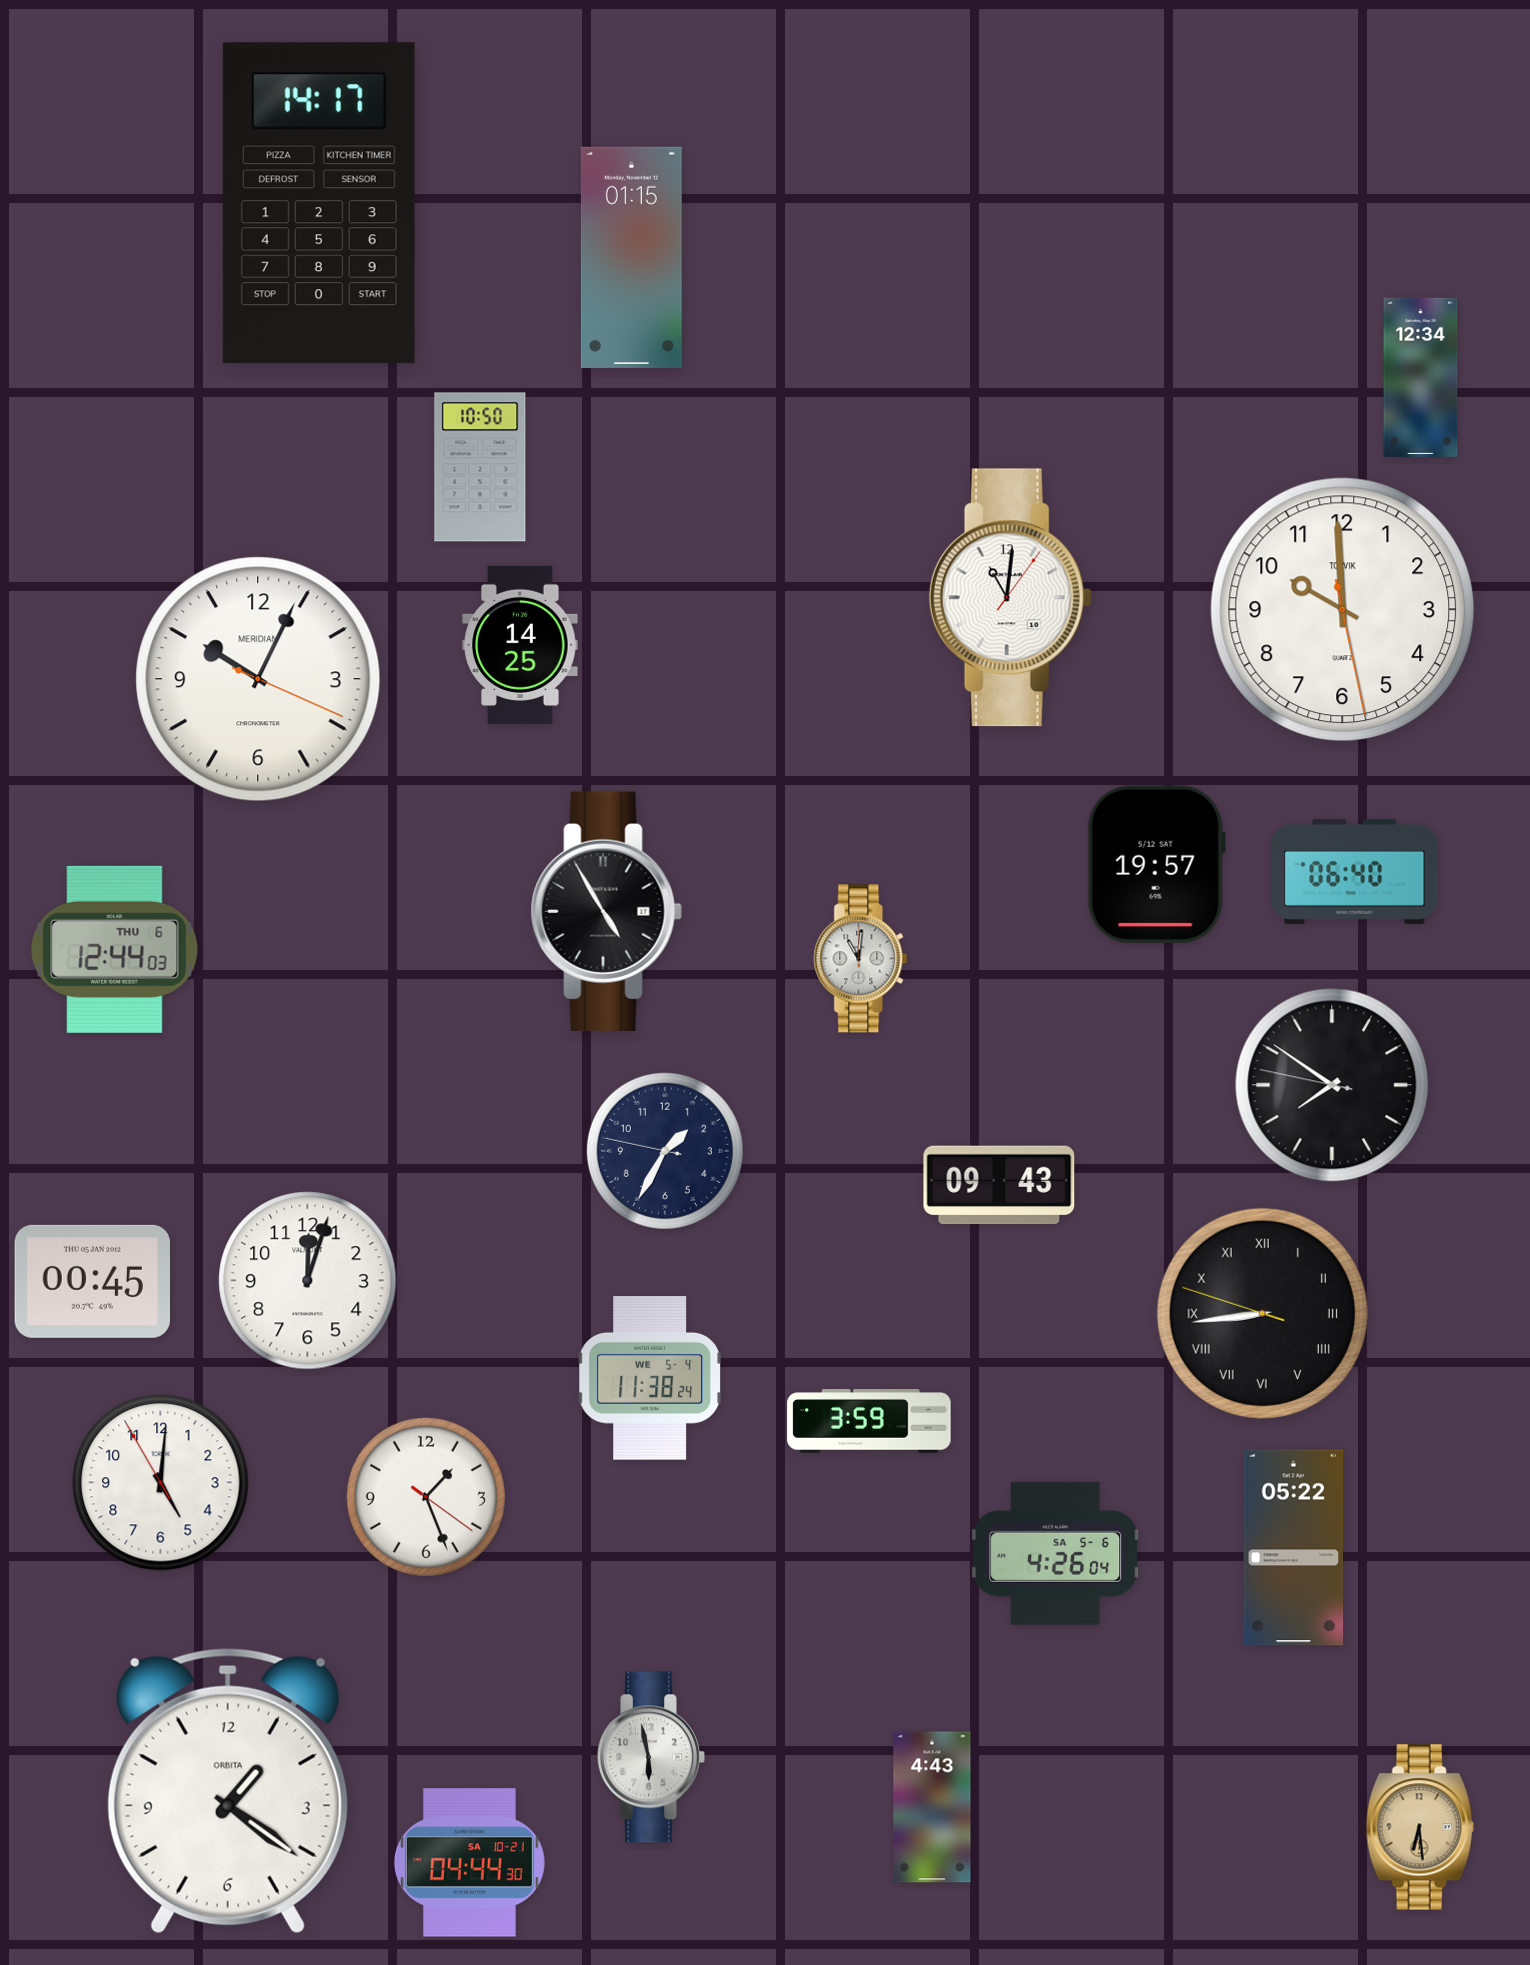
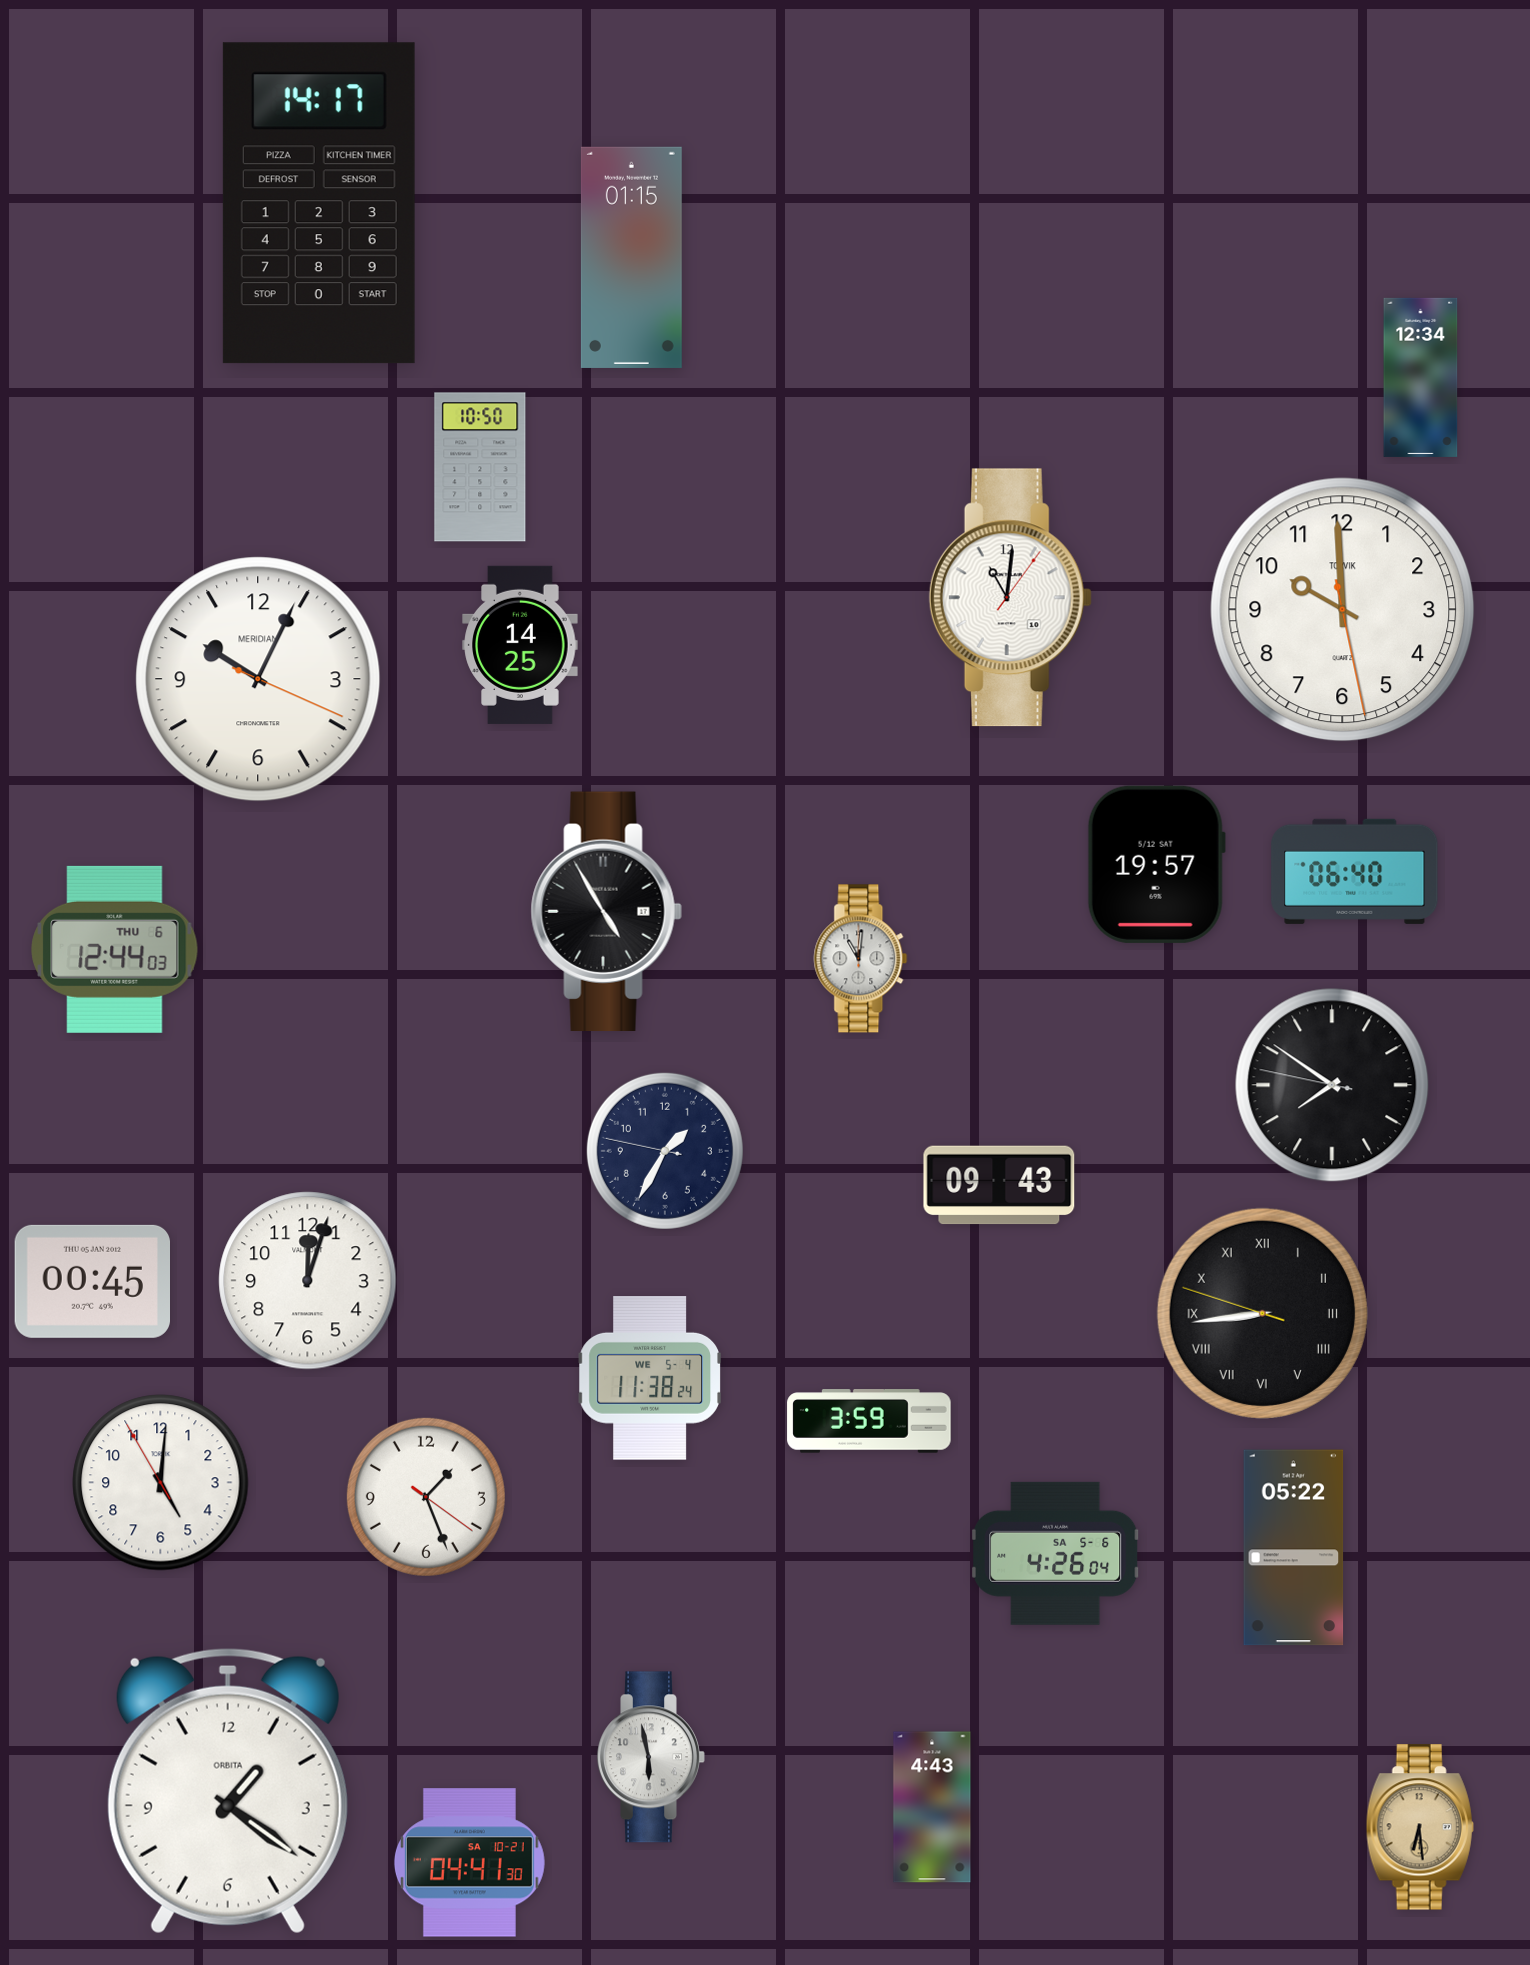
clock at (469, 1863): 04:44 -> 04:41
